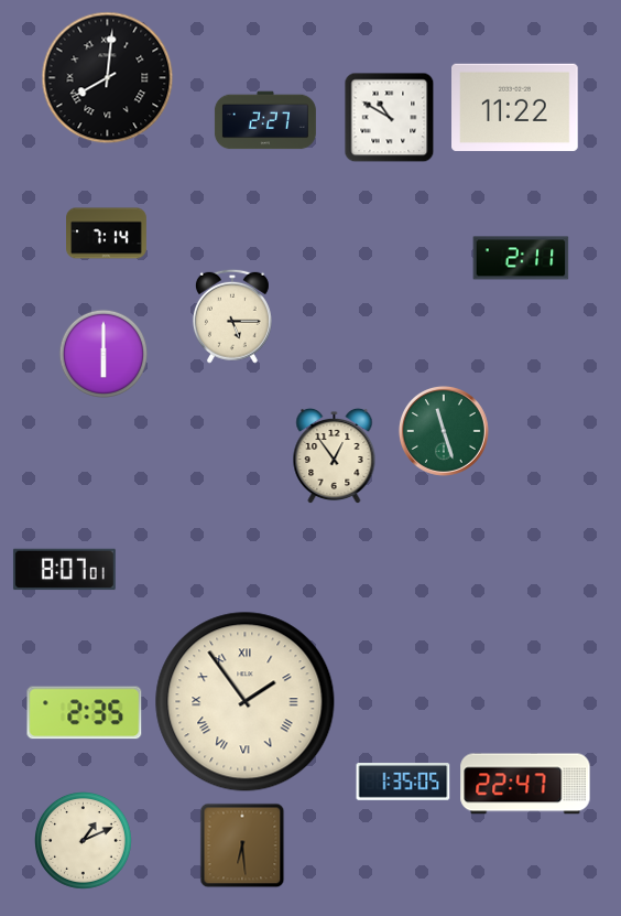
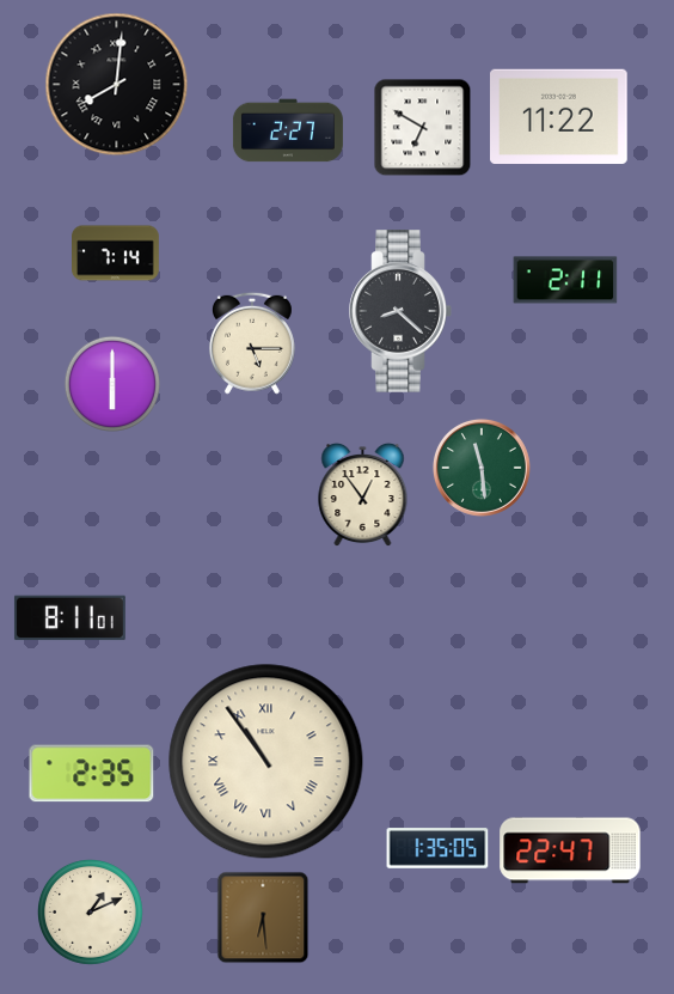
clock at (390, 118): 10:50 -> 6:50
clock at (400, 311): none -> 8:22
clock at (444, 431): 11:27 -> 11:29
clock at (64, 570): 8:07 -> 8:11
clock at (246, 702): 1:54 -> 10:54
